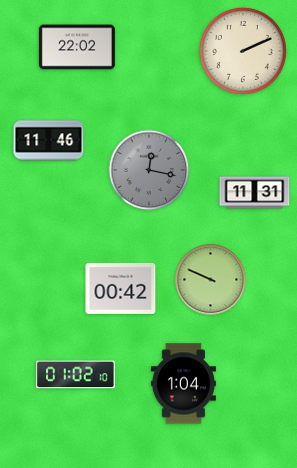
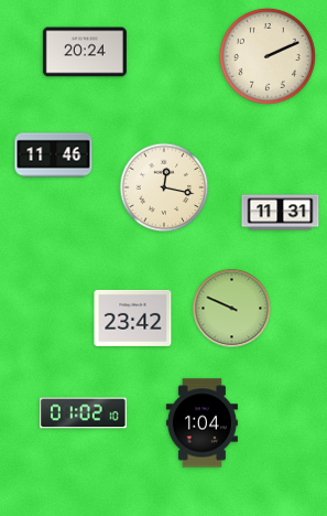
clock at (77, 47): 22:02 -> 20:24
clock at (149, 170) dial: grey -> cream
clock at (121, 288): 00:42 -> 23:42
